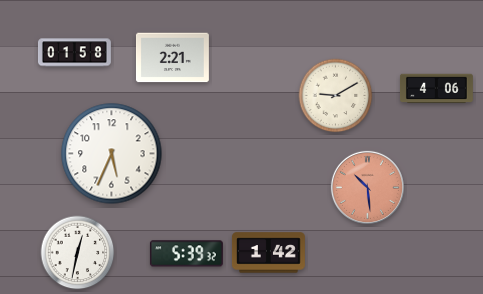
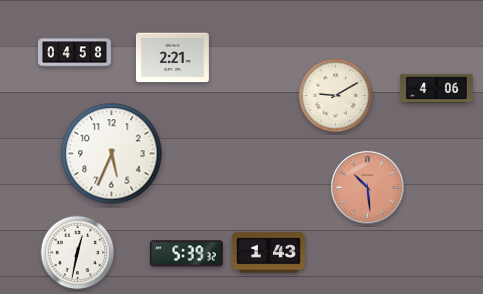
clock at (74, 53): 01:58 -> 04:58
clock at (268, 253): 1:42 -> 1:43
